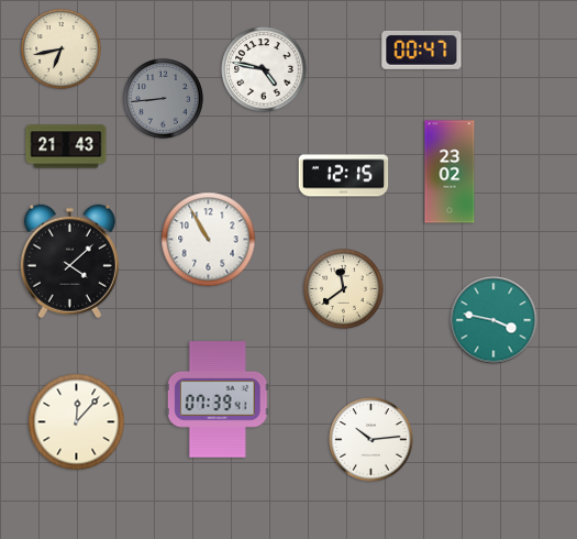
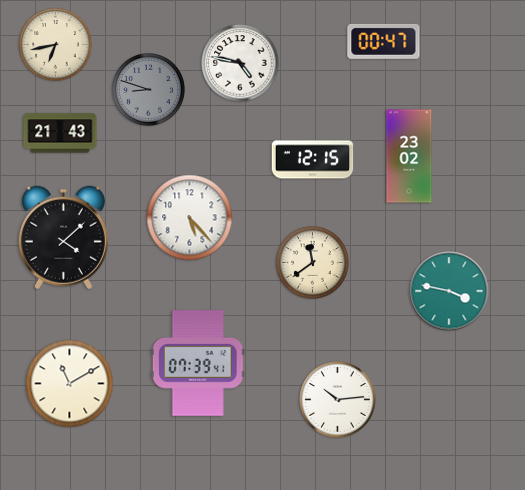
clock at (422, 50) position: (422, 50) -> (384, 41)
clock at (164, 99): 8:44 -> 8:48
clock at (209, 240): 10:55 -> 5:23
clock at (77, 422): 12:07 -> 11:10
